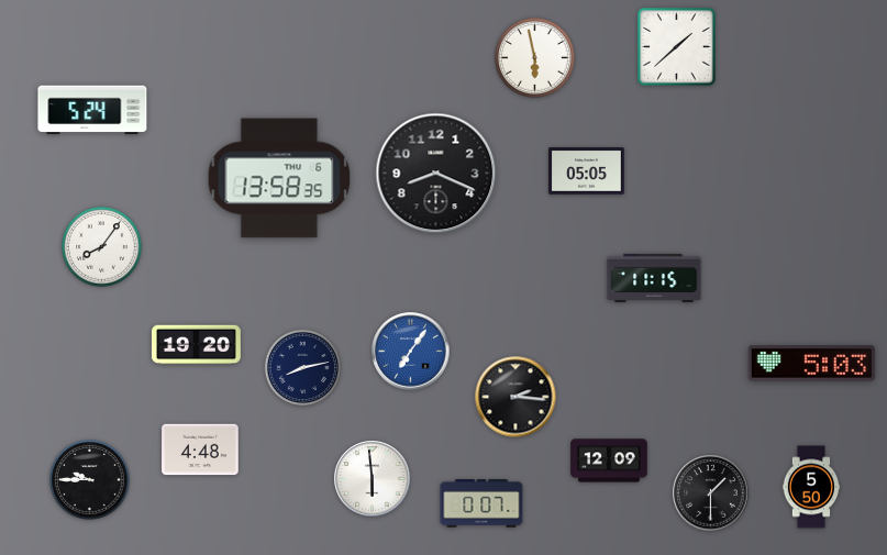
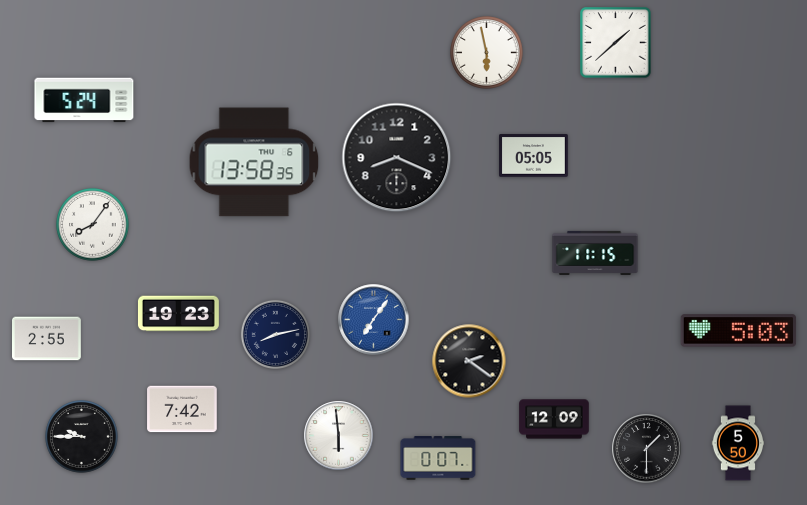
clock at (196, 345): 19:20 -> 19:23
clock at (47, 339): none -> 2:55
clock at (515, 397): 2:16 -> 2:21
clock at (200, 449): 4:48 -> 7:42
